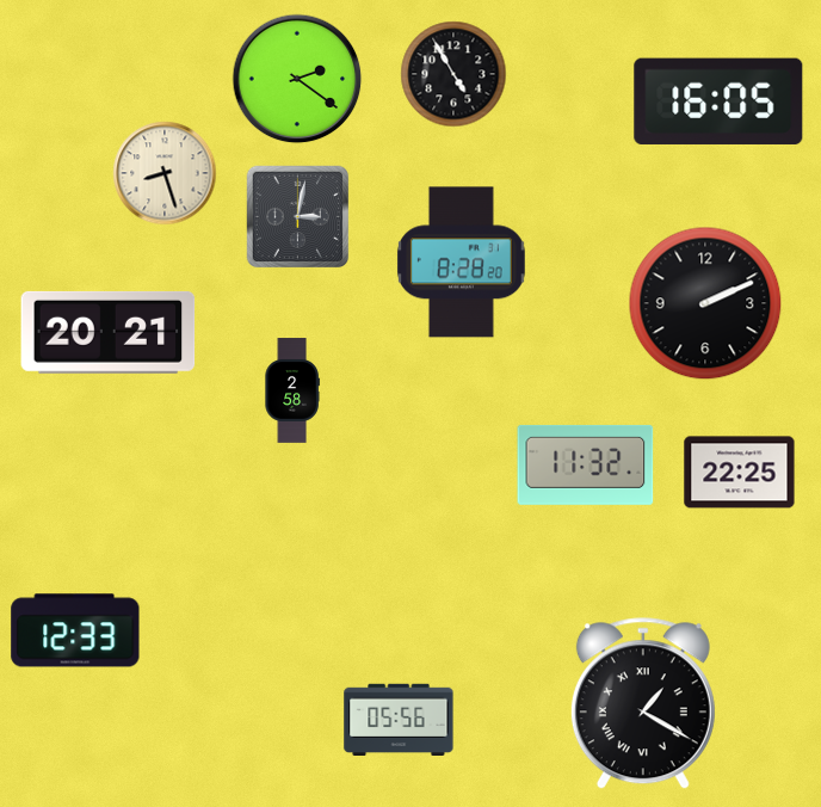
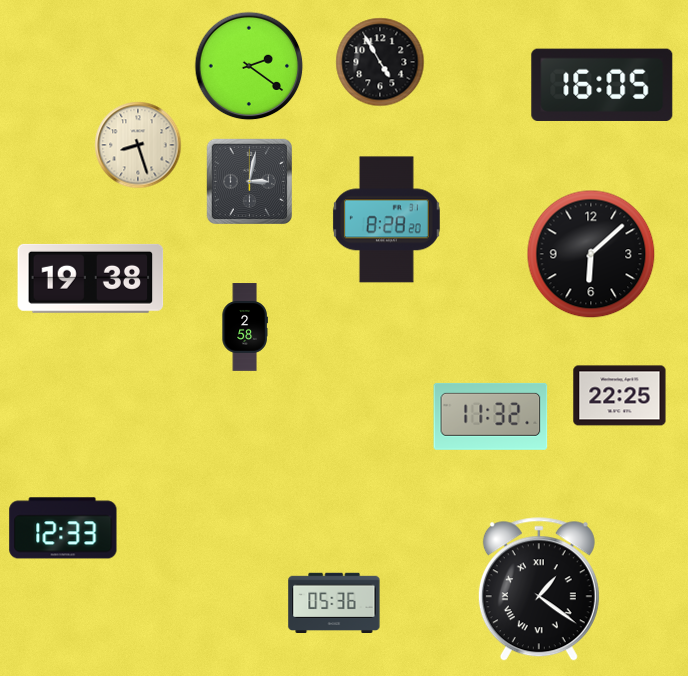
clock at (705, 303): 2:11 -> 6:08
clock at (109, 332): 20:21 -> 19:38
clock at (586, 464) position: (586, 464) -> (491, 416)
clock at (643, 704): 1:20 -> 1:21
clock at (399, 719): 05:56 -> 05:36
